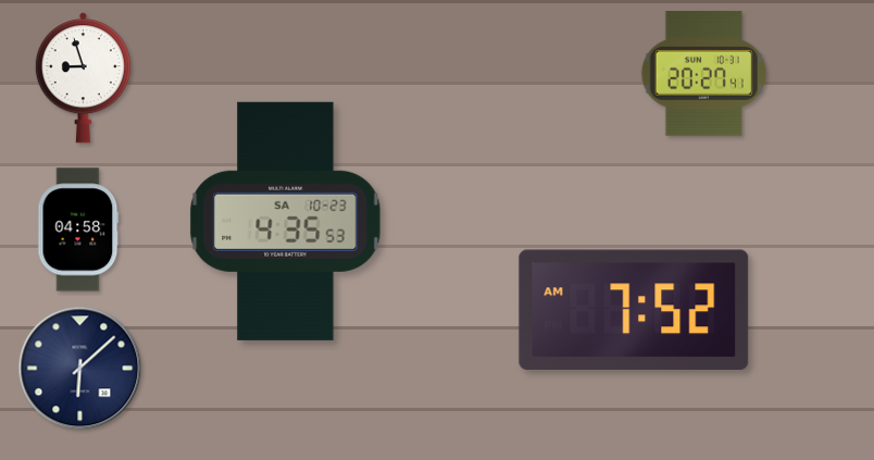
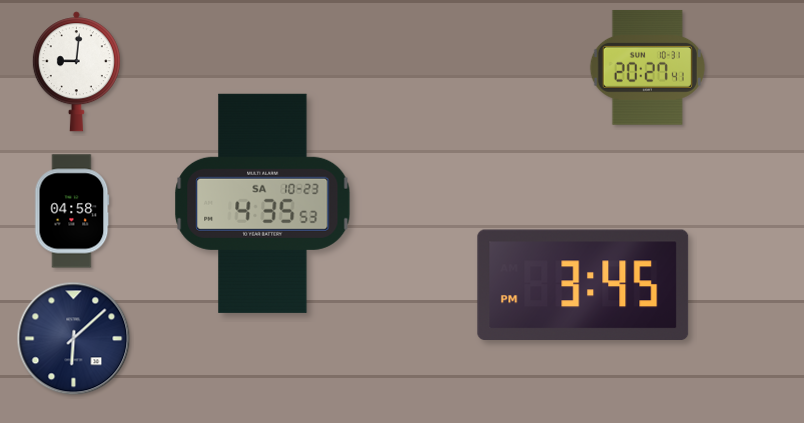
clock at (83, 78): 8:57 -> 9:01
clock at (634, 309): 7:52 -> 3:45
